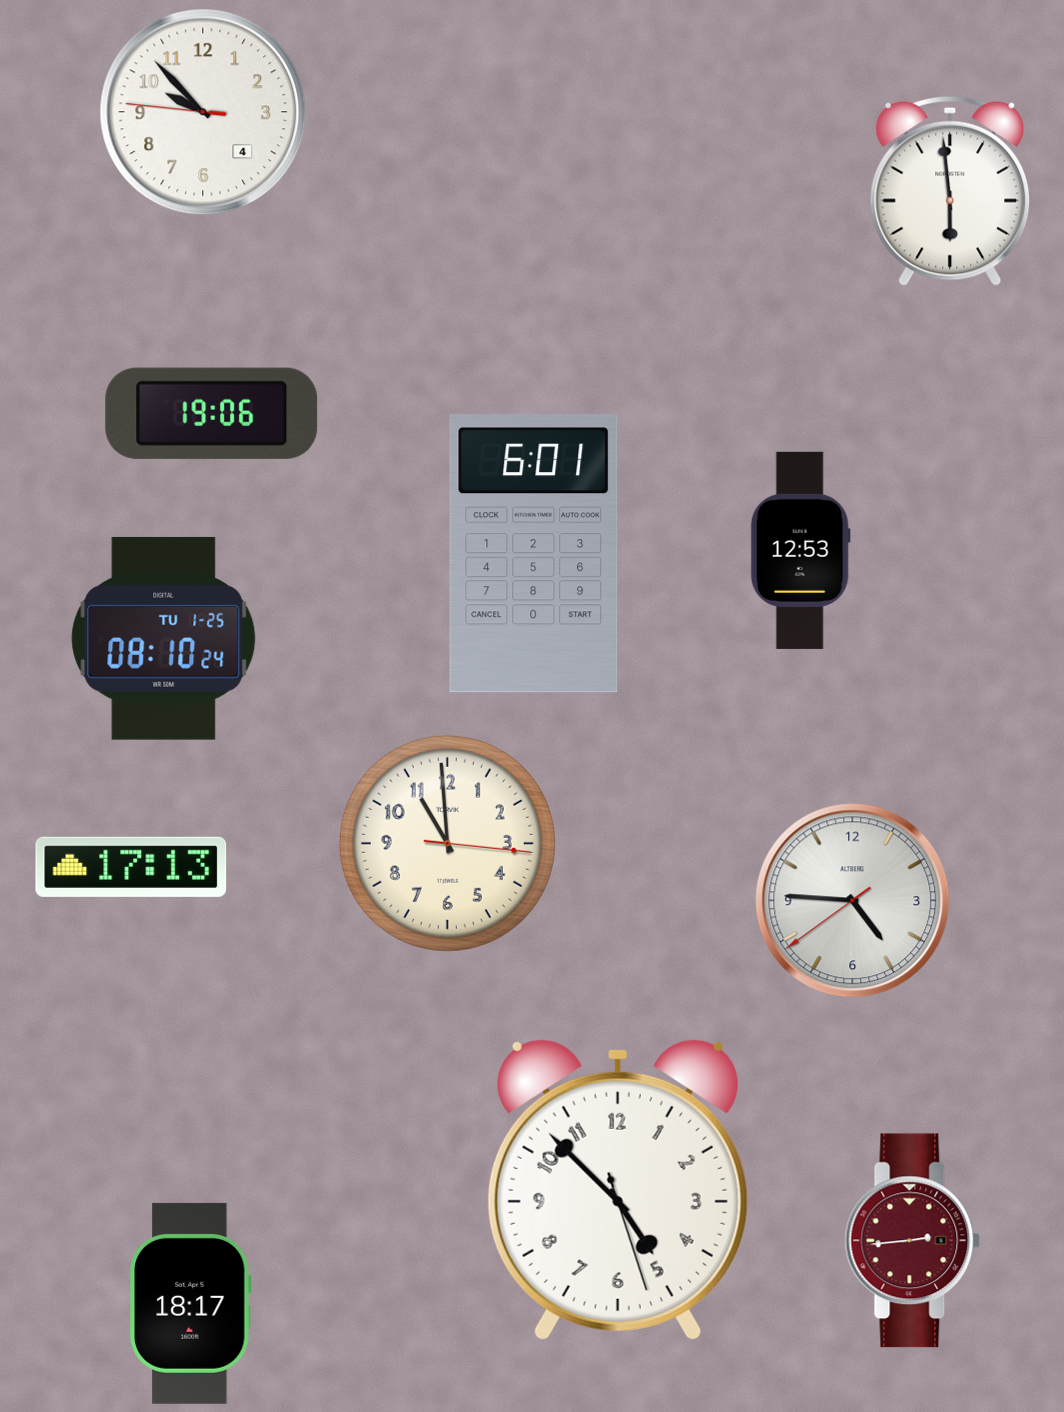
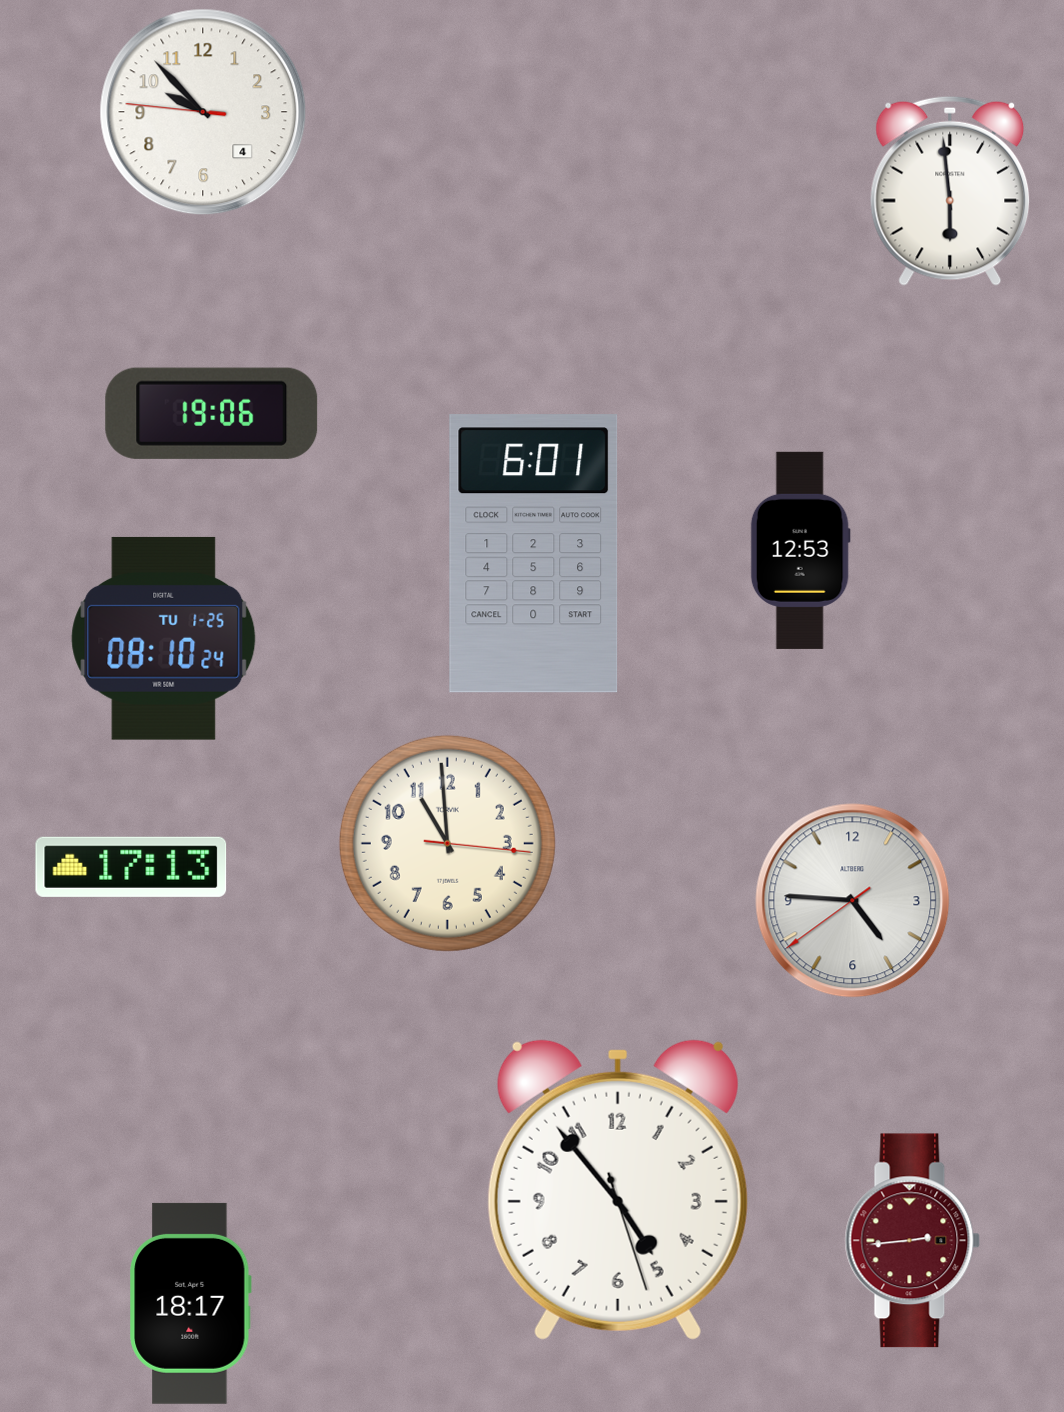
clock at (618, 1190): 4:52 -> 4:53
